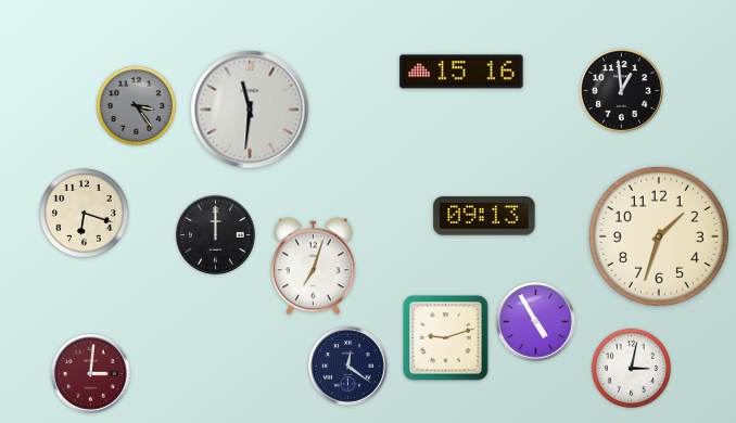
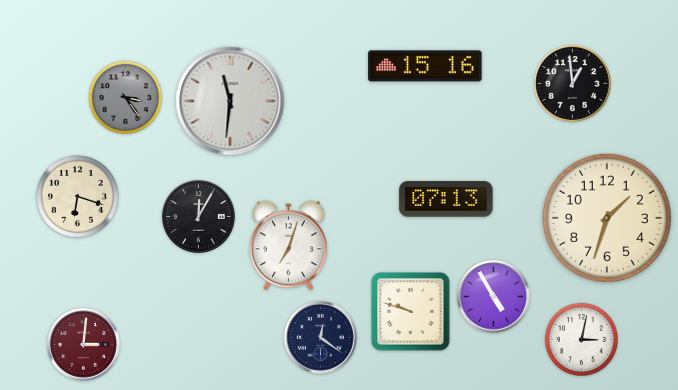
clock at (484, 216): 09:13 -> 07:13
clock at (216, 235): 12:00 -> 12:05
clock at (446, 338): 9:12 -> 9:48
